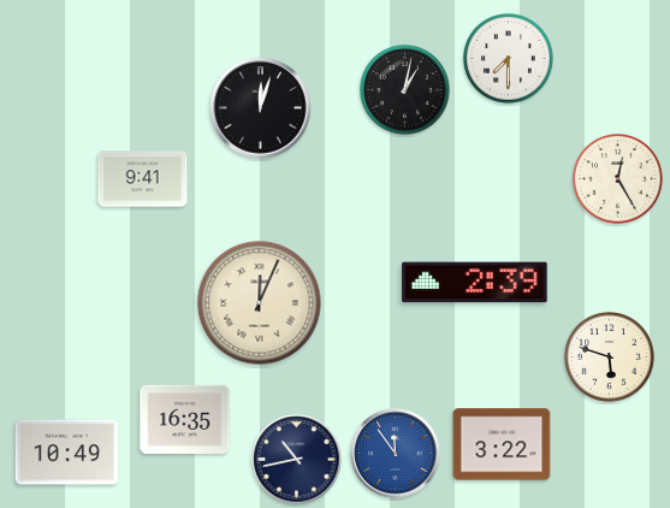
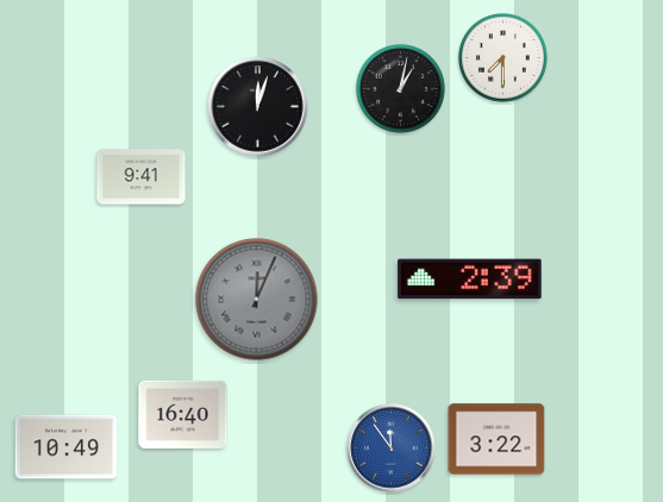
clock at (618, 179): 12:25 -> none
clock at (260, 303) dial: cream -> grey
clock at (610, 358): 5:48 -> none
clock at (185, 419): 16:35 -> 16:40
clock at (297, 460): 10:43 -> none
